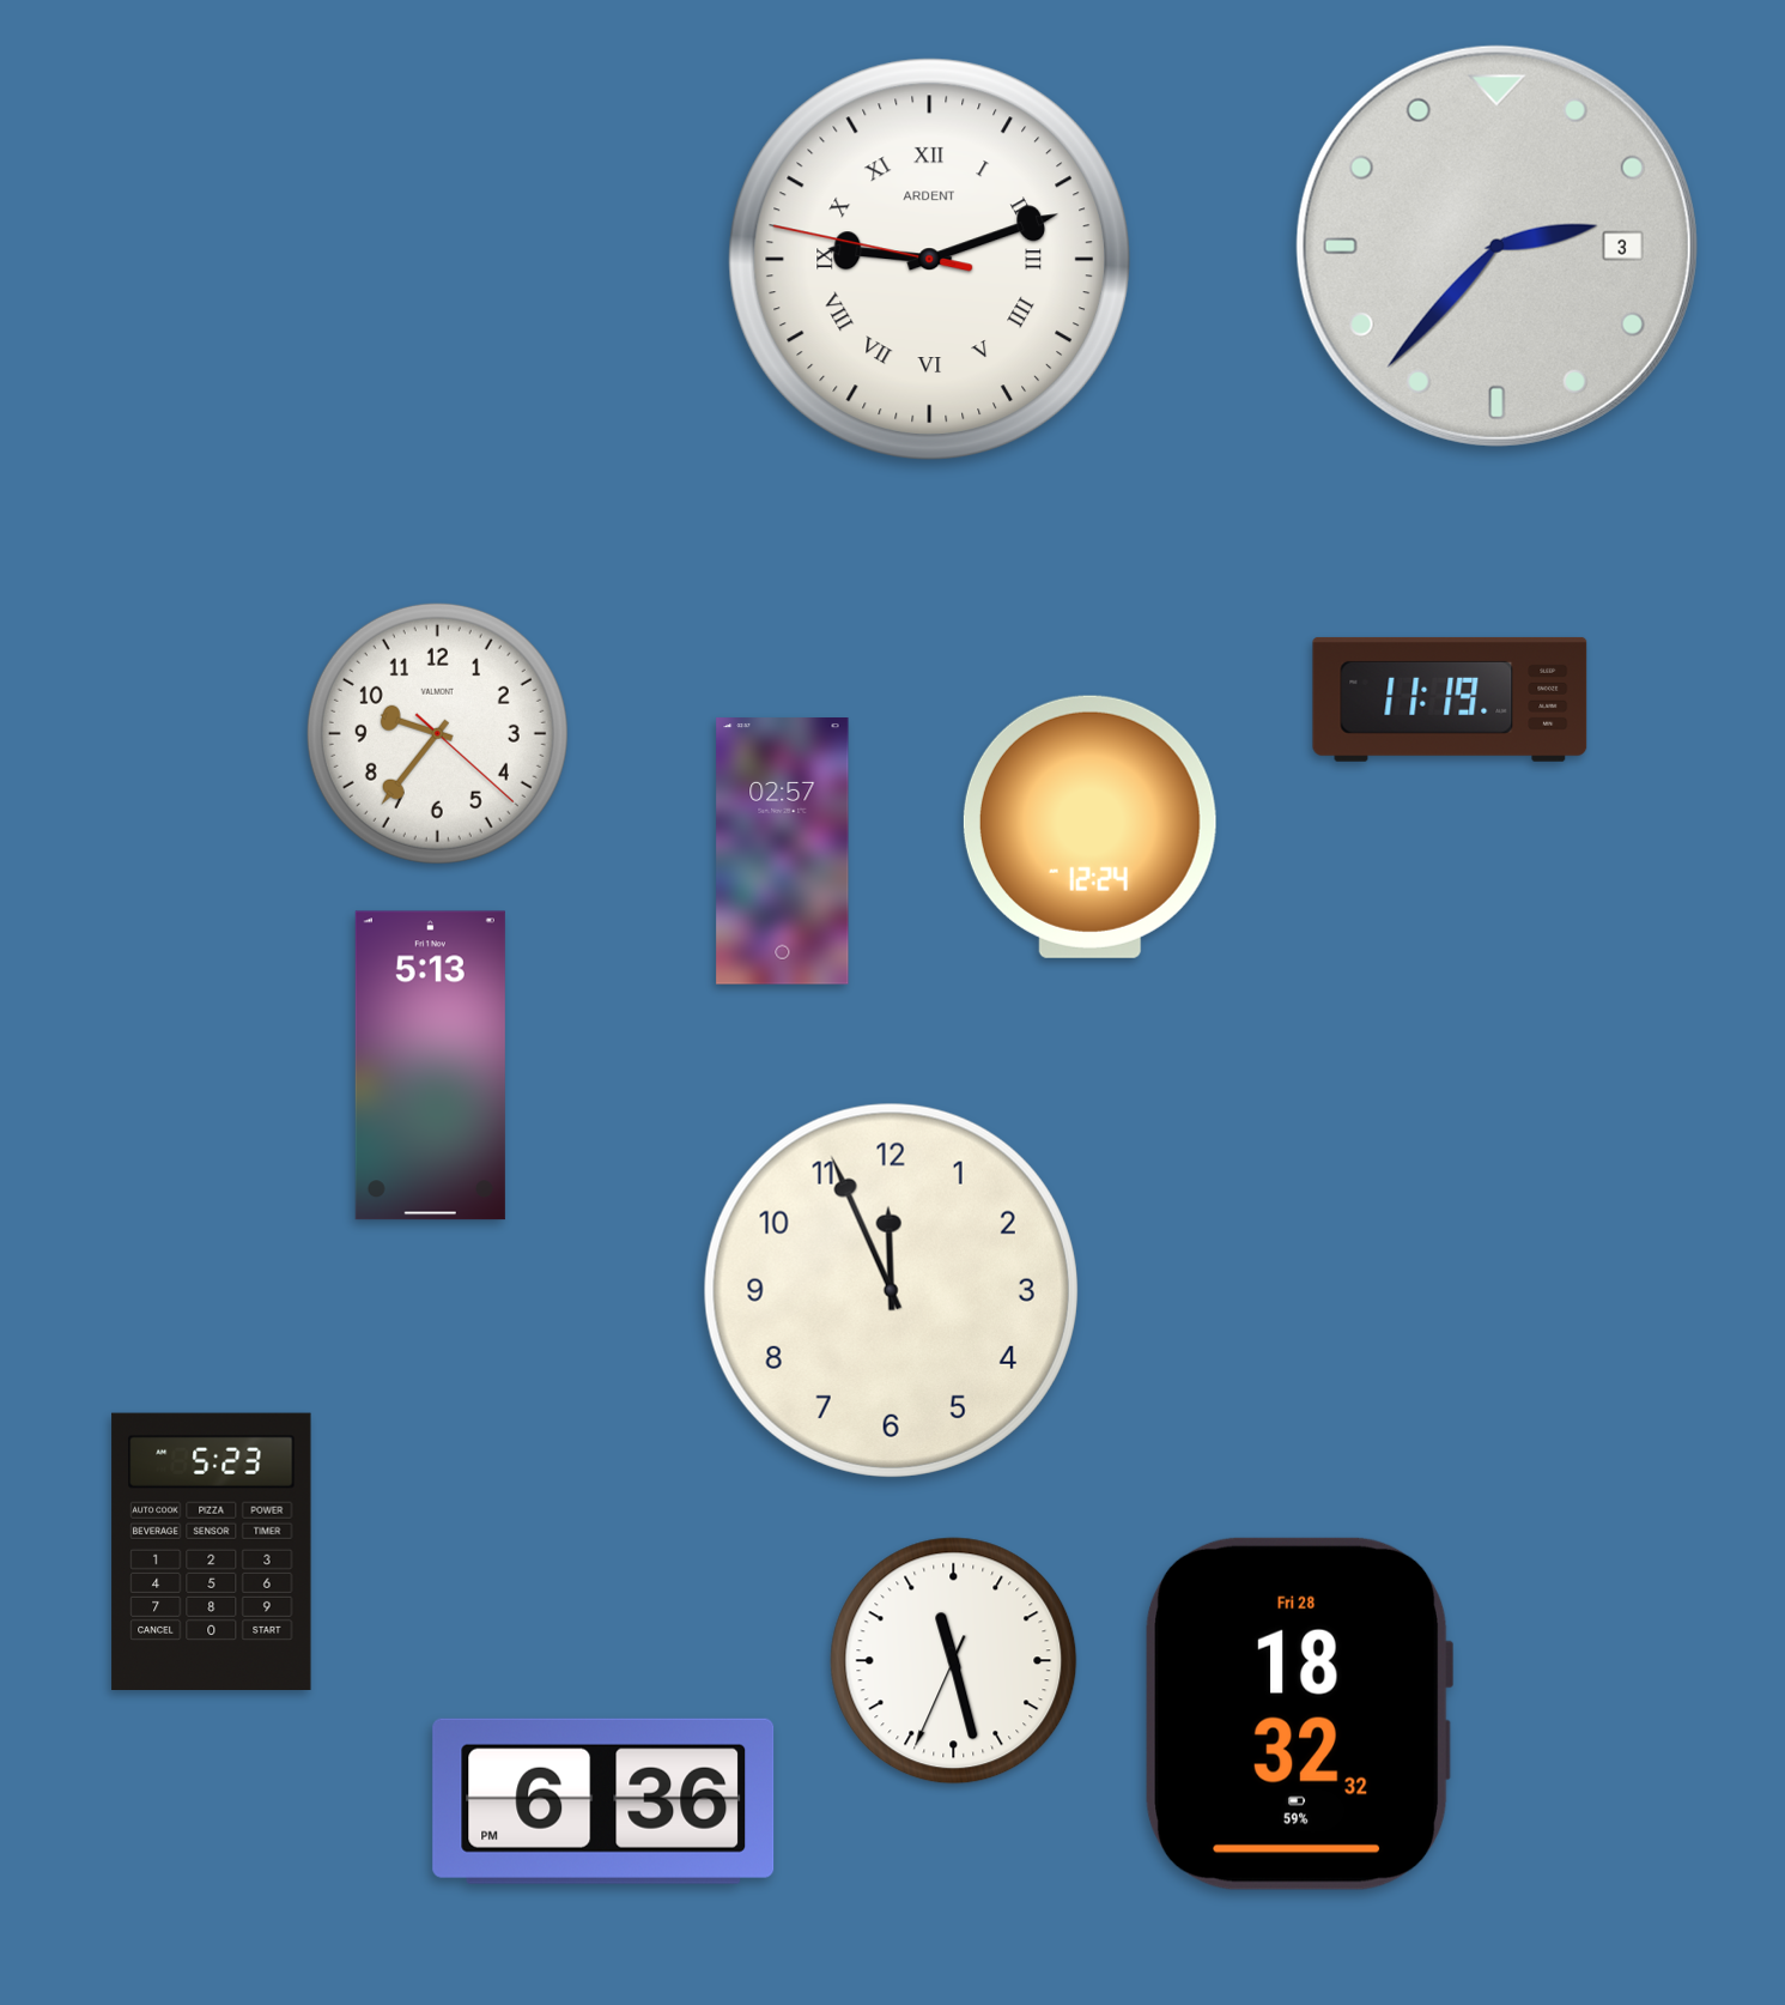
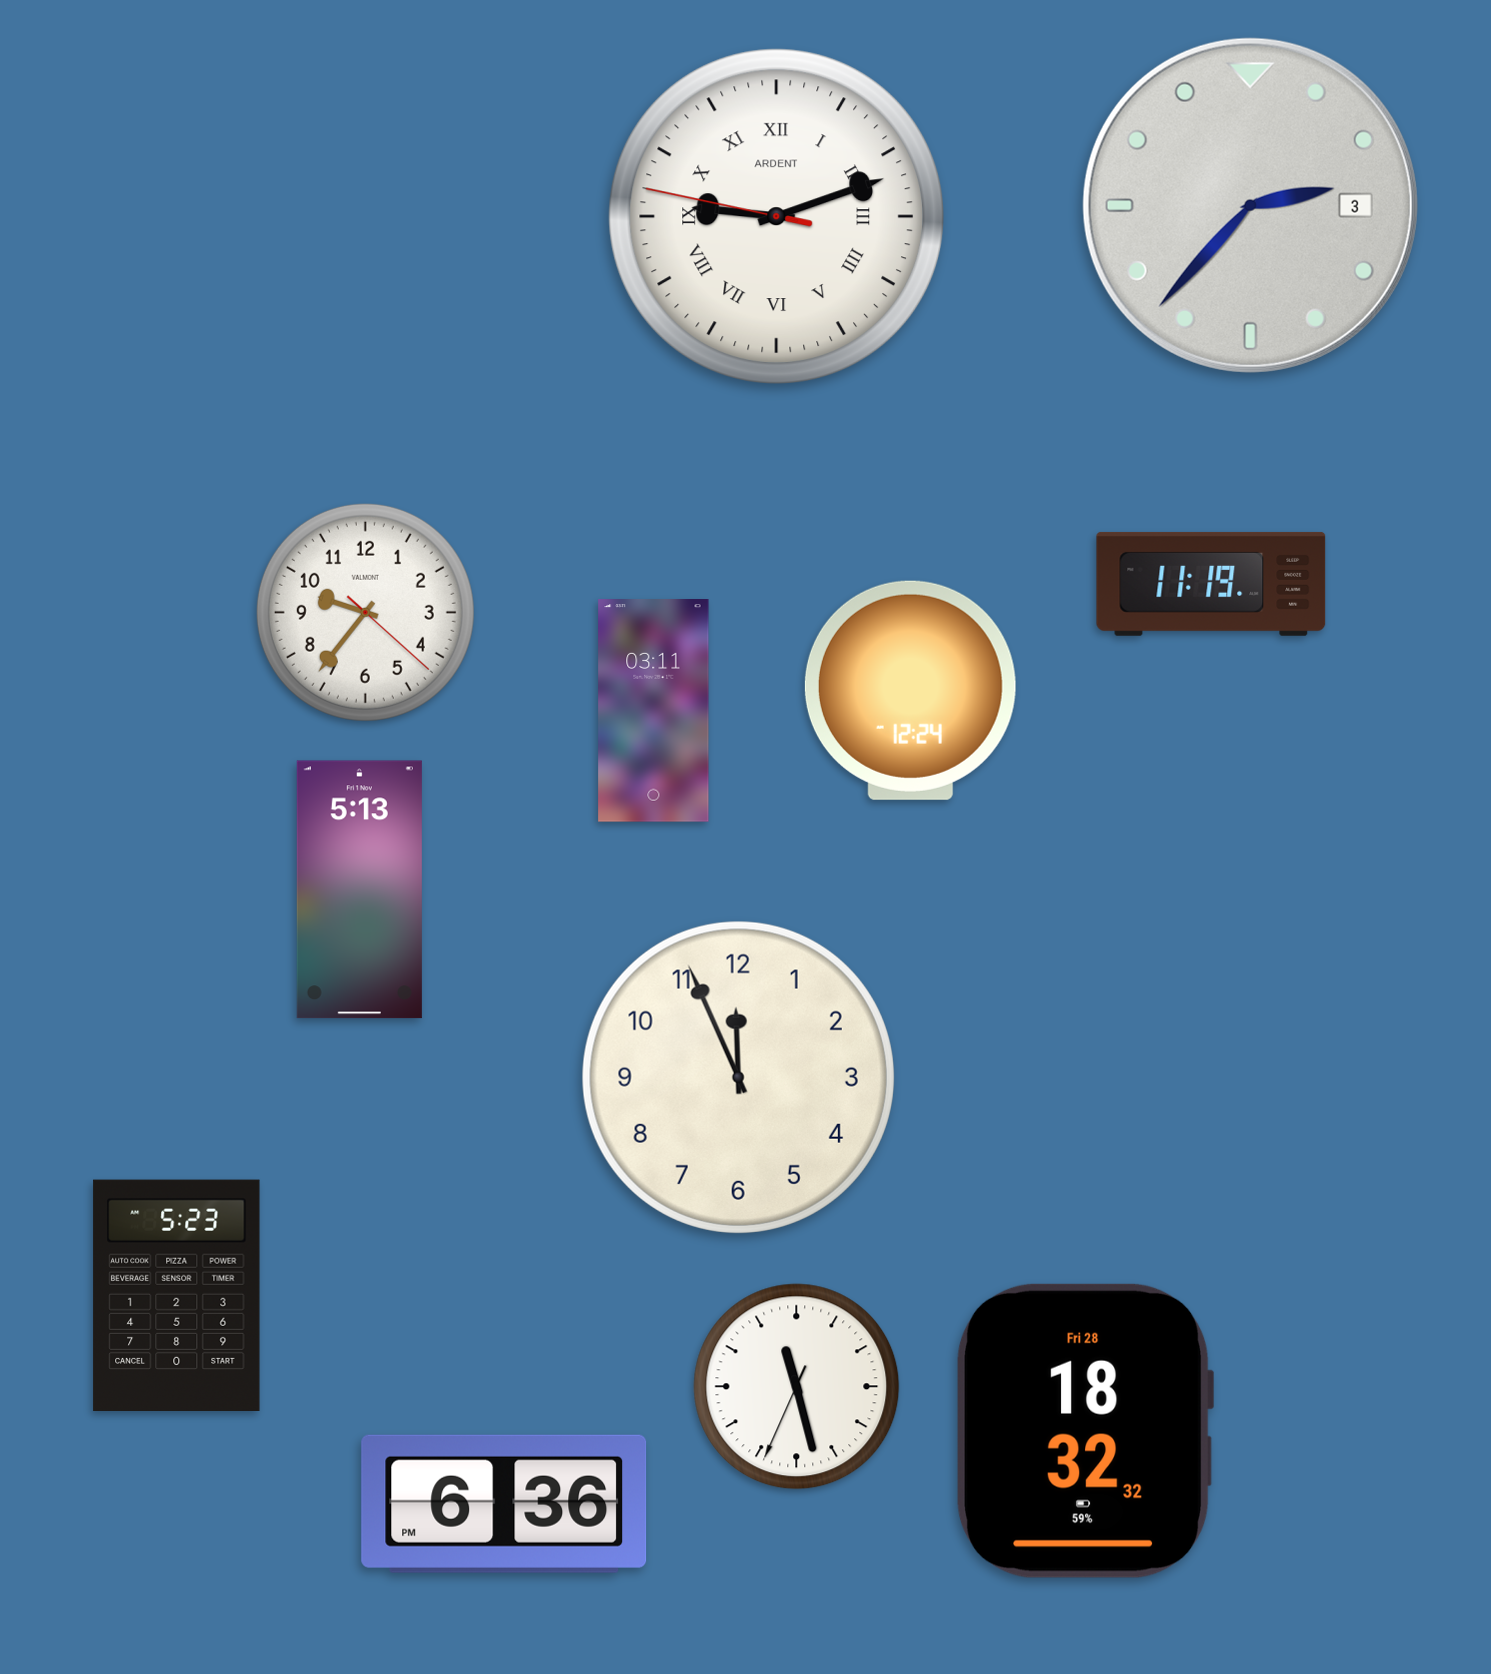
clock at (783, 852): 02:57 -> 03:11
clock at (891, 1290) position: (891, 1290) -> (738, 1077)
